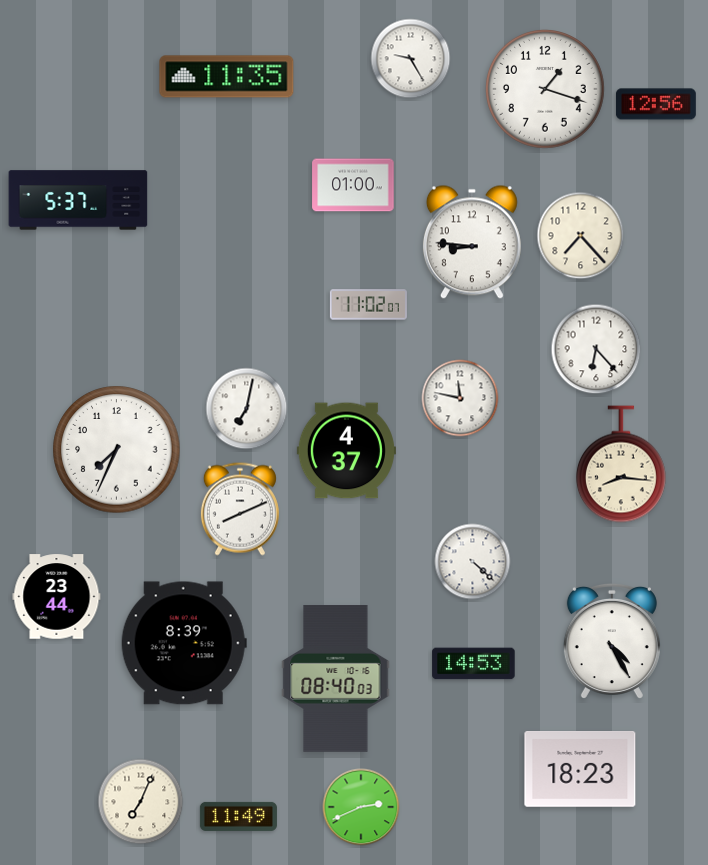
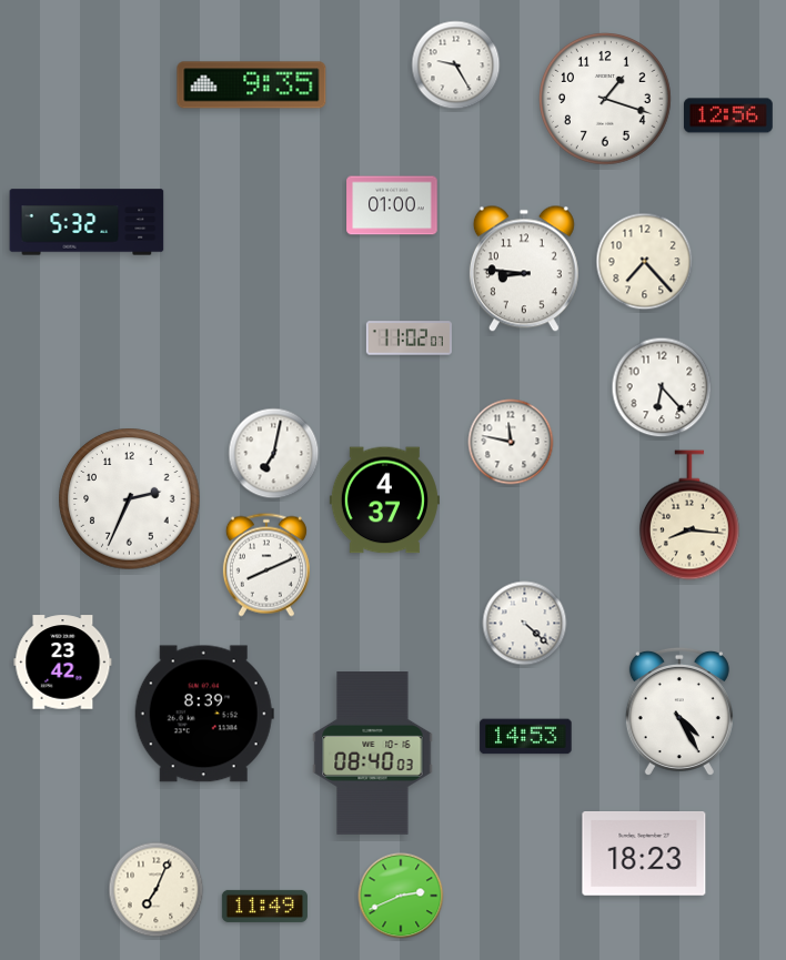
clock at (227, 77): 11:35 -> 9:35
clock at (78, 200): 5:37 -> 5:32
clock at (117, 450): 7:34 -> 2:34
clock at (57, 597): 23:44 -> 23:42
